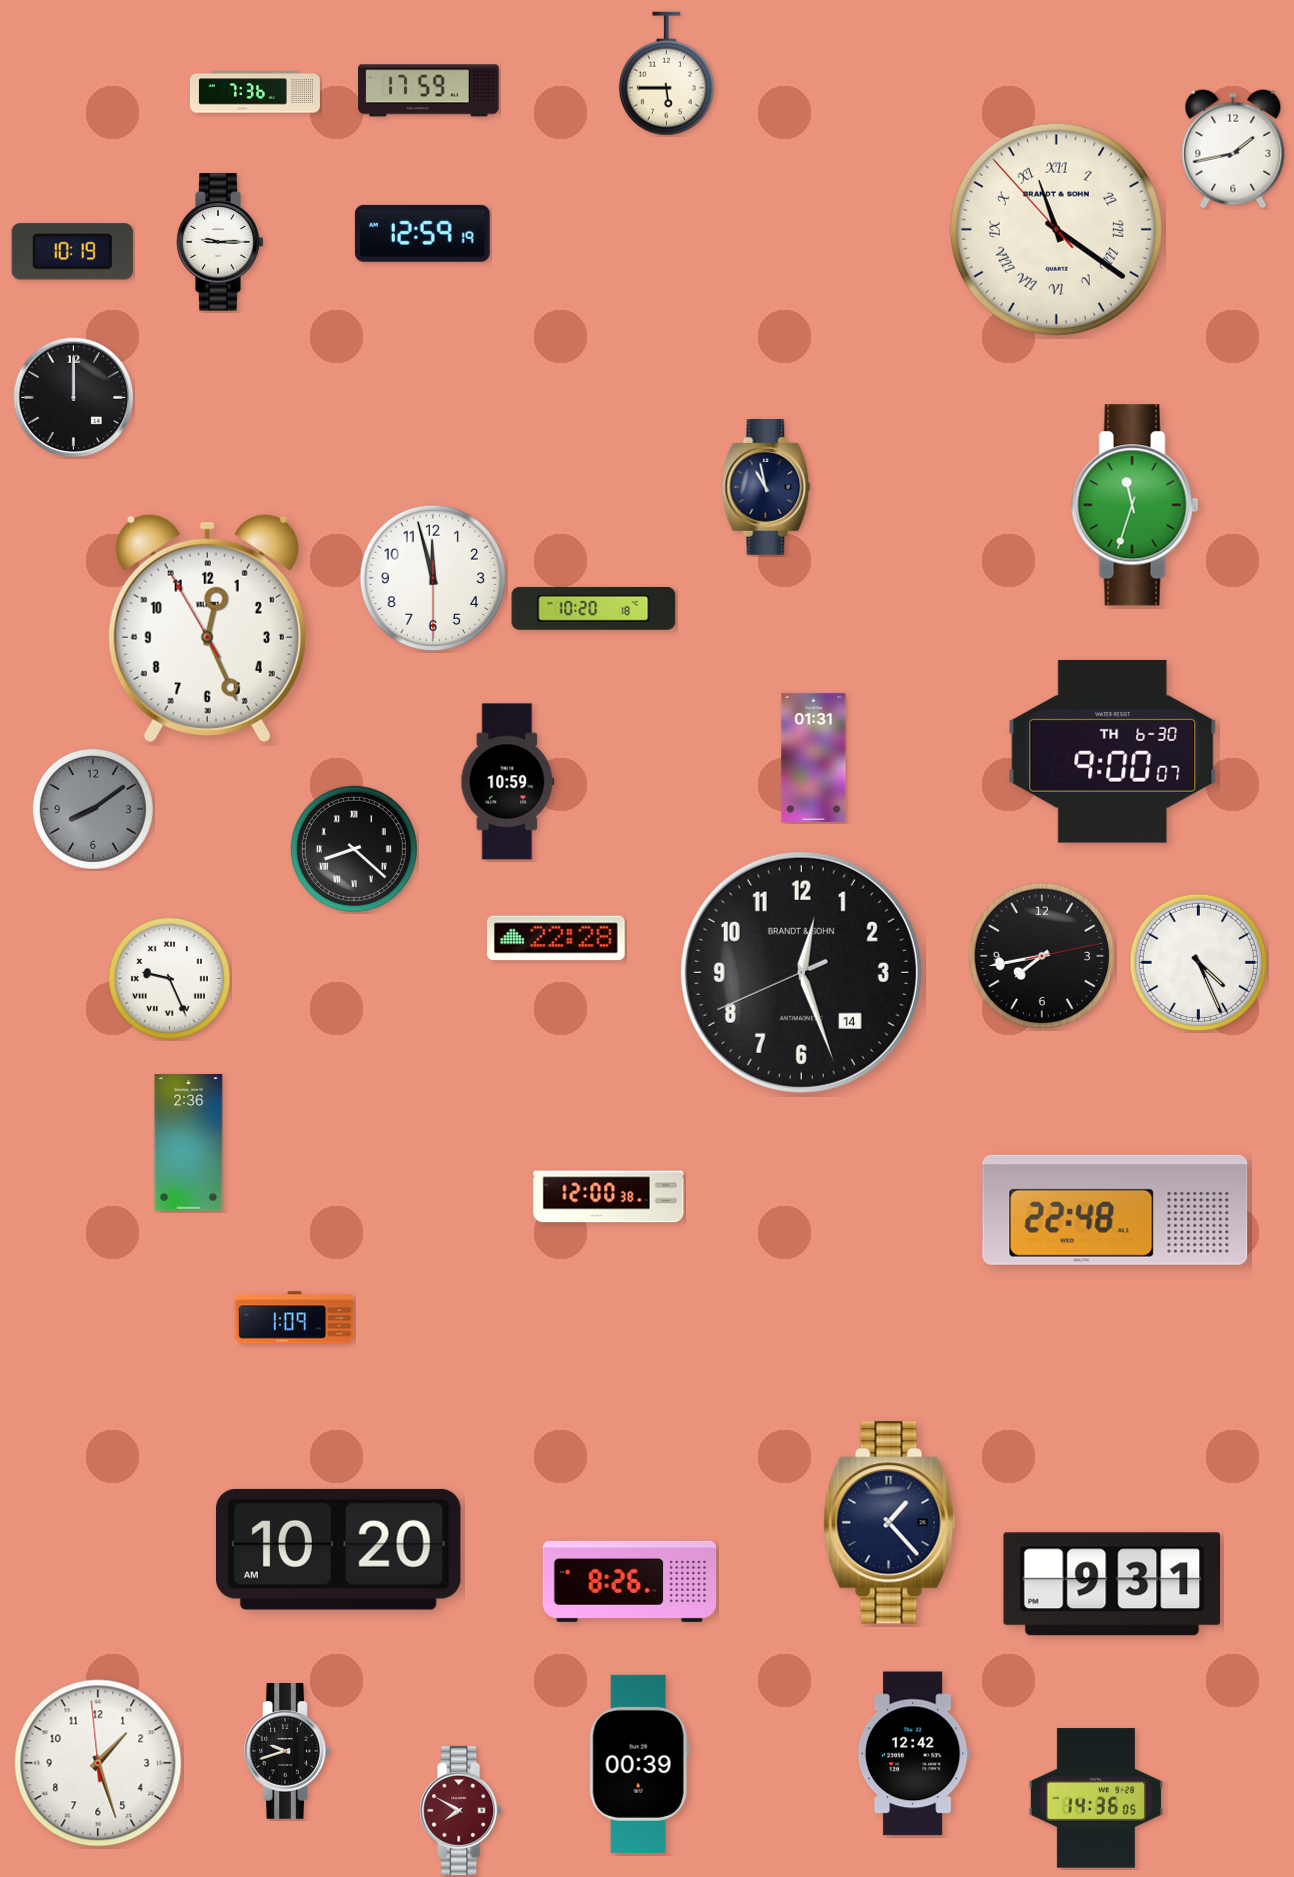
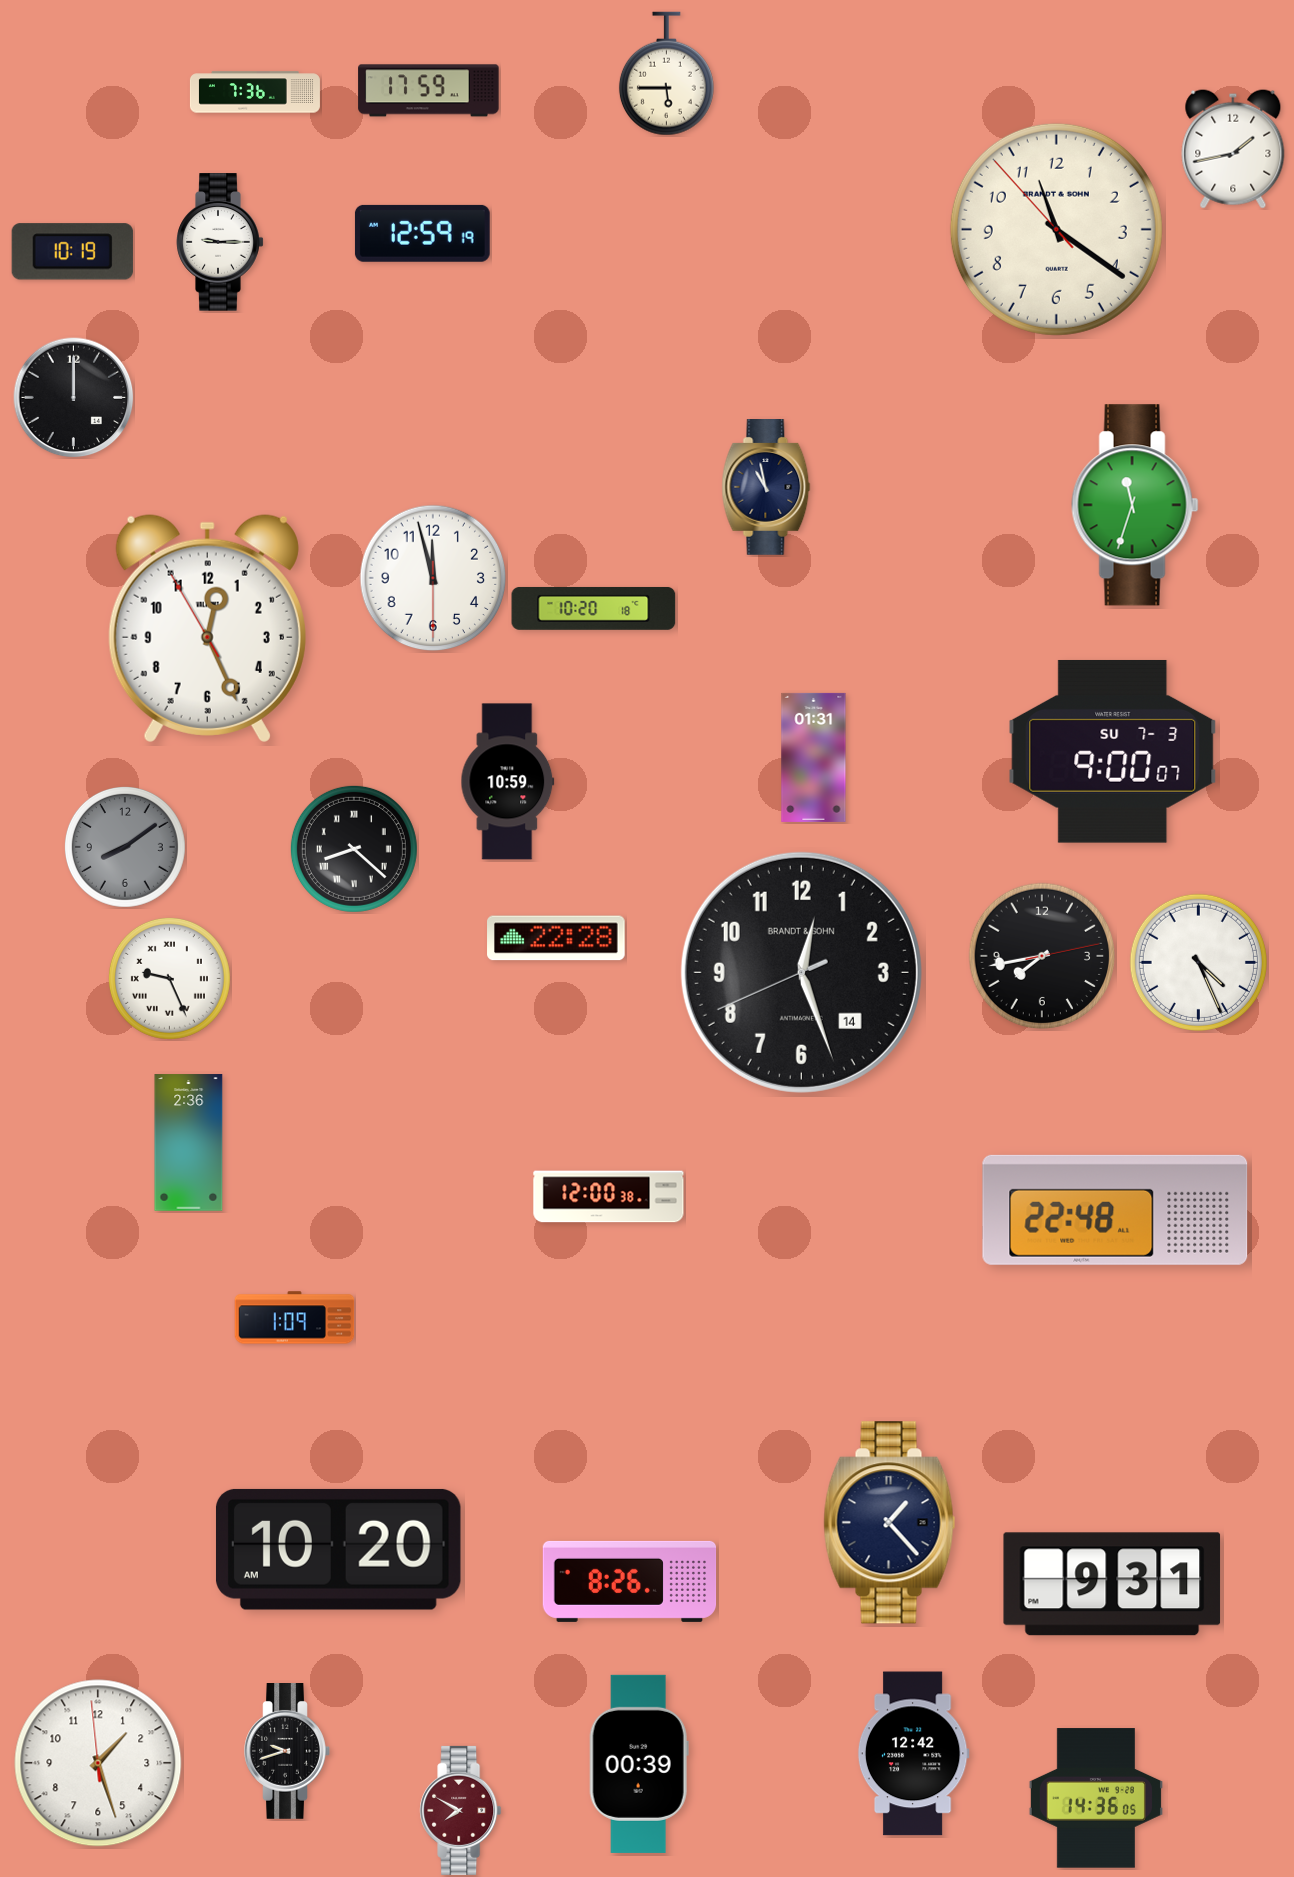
clock at (1056, 229) numerals: Roman -> Arabic
clock at (1113, 751) date: TH 6-30 -> SU 7-3
clock at (93, 809) position: (93, 809) -> (125, 847)
